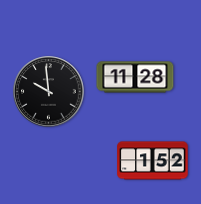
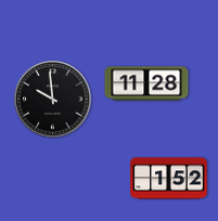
clock at (153, 161) position: (153, 161) -> (169, 179)
